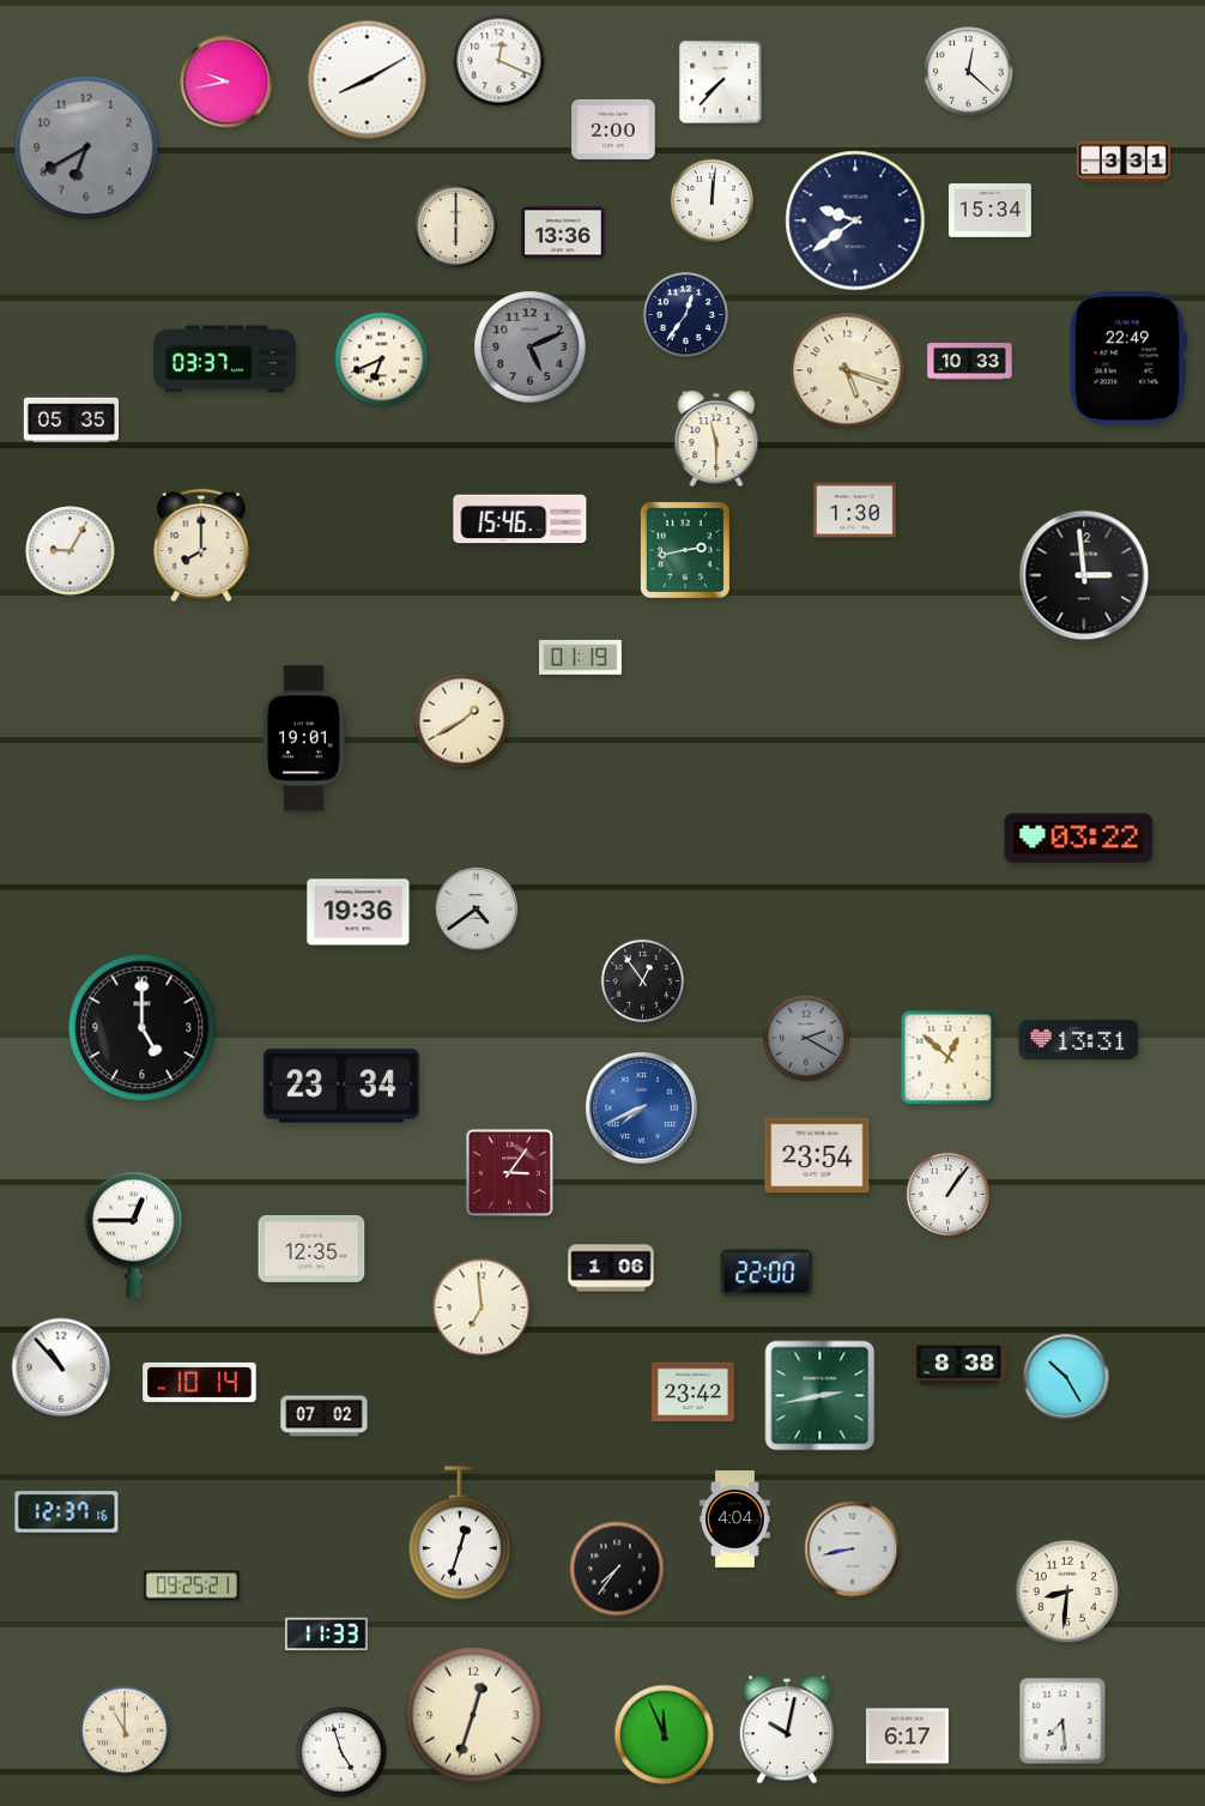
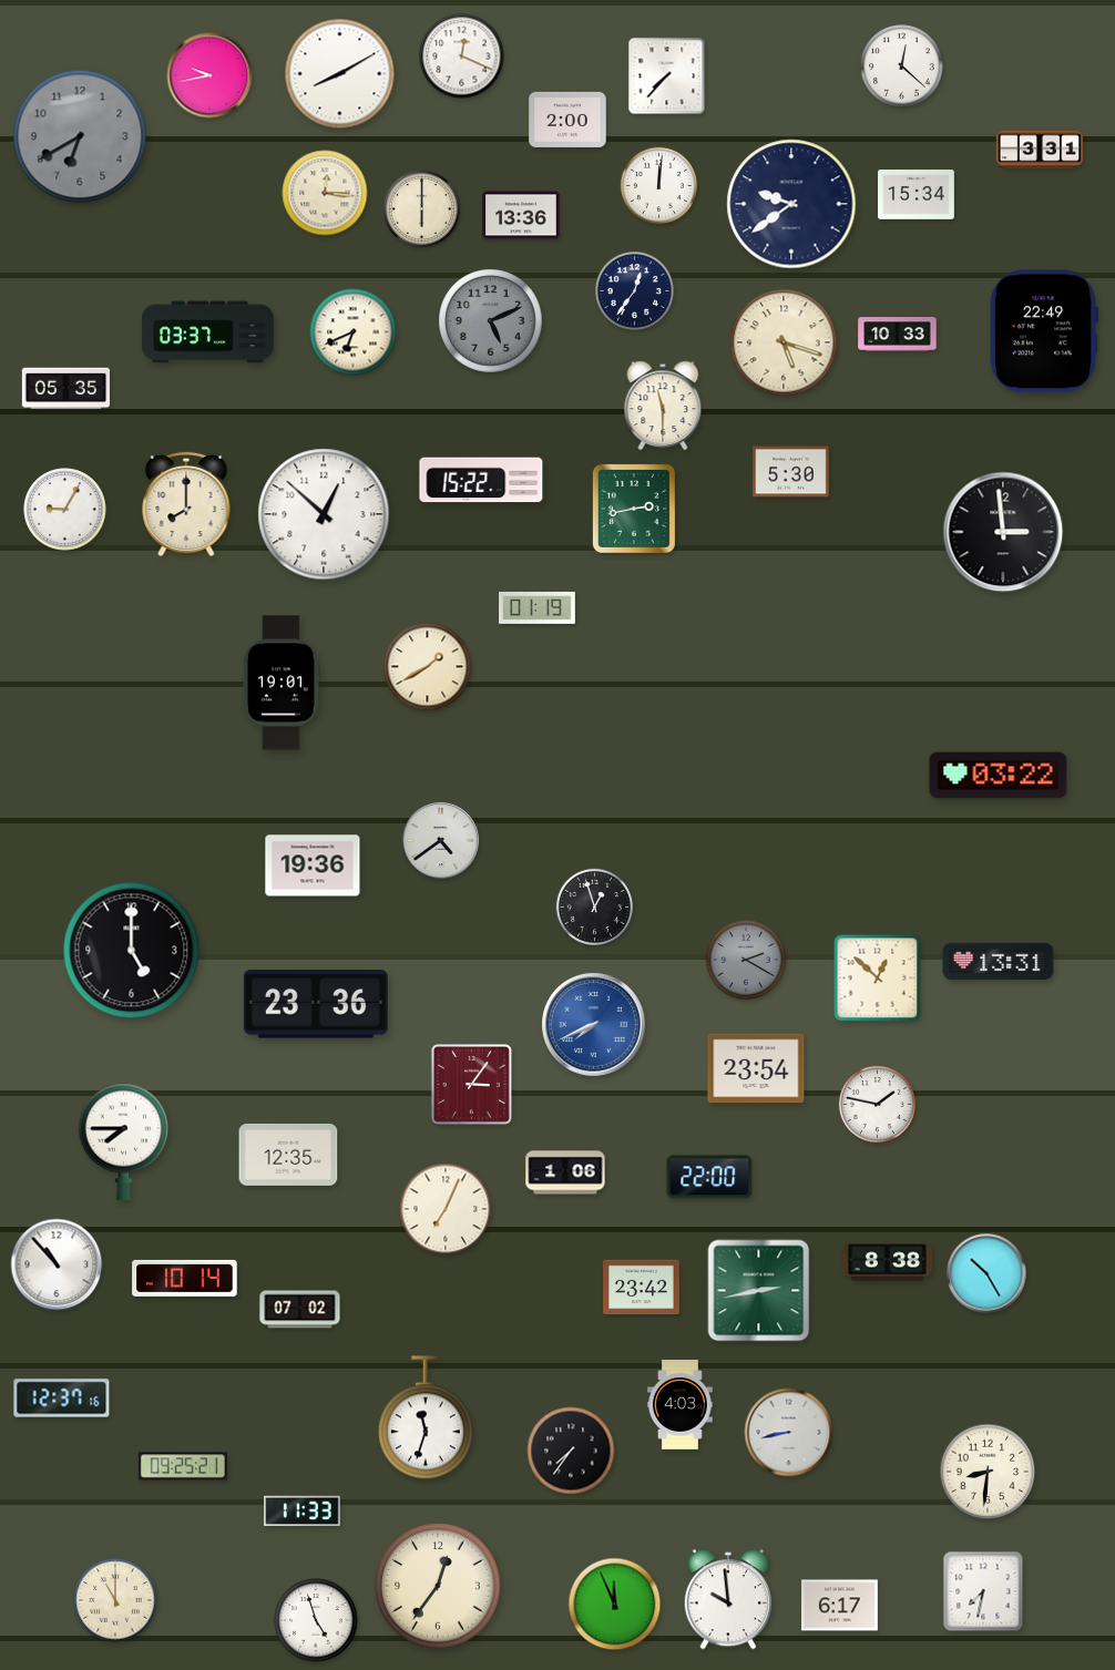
clock at (969, 72) position: (969, 72) -> (902, 66)
clock at (325, 193): none -> 12:16
clock at (855, 511): 1:30 -> 5:30
clock at (520, 519): 15:46 -> 15:22
clock at (324, 514): none -> 12:52
clock at (358, 912) position: (358, 912) -> (313, 865)
clock at (642, 980): 12:54 -> 12:57
clock at (341, 1086): 23:34 -> 23:36
clock at (947, 1194): 1:06 -> 1:47
clock at (134, 1234): 12:45 -> 7:45
clock at (482, 1307): 6:59 -> 7:04
clock at (735, 1520): 4:04 -> 4:03
clock at (460, 1534): 12:33 -> 11:33
clock at (192, 1585) position: (192, 1585) -> (183, 1466)
clock at (473, 1715): 12:33 -> 12:36
clock at (1062, 1721): 7:29 -> 7:32
clock at (787, 1729): 10:02 -> 9:59
